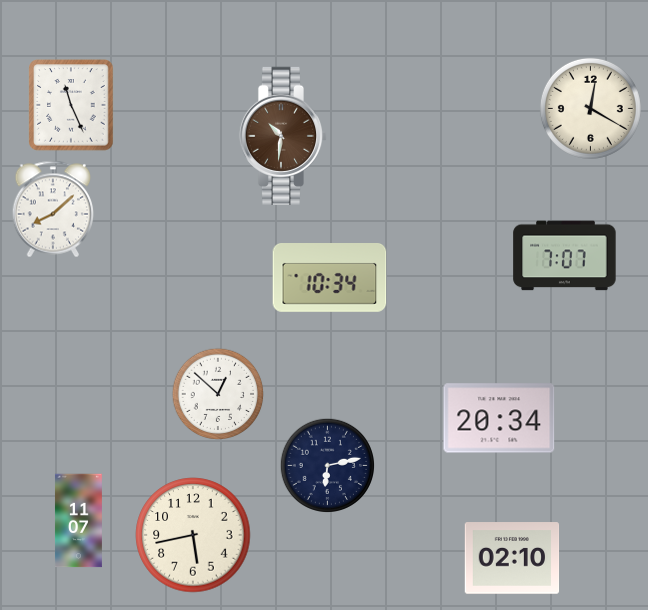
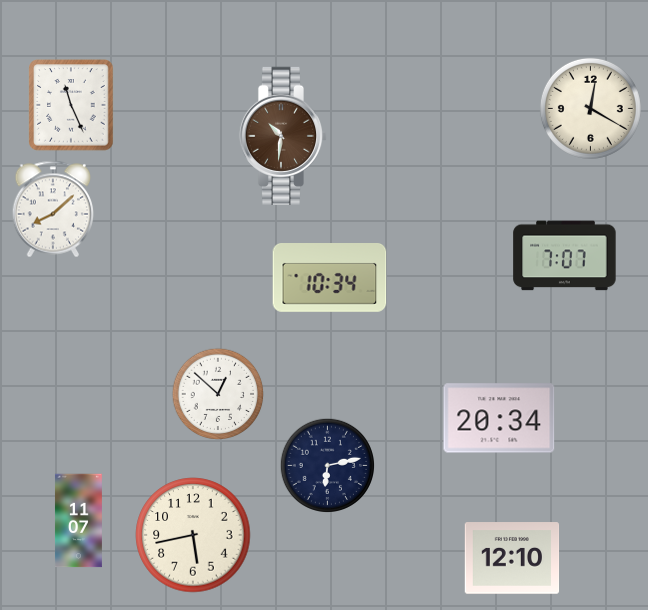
clock at (512, 558): 02:10 -> 12:10
